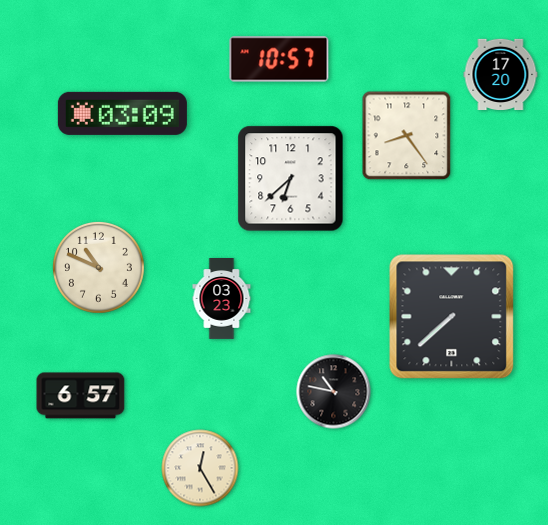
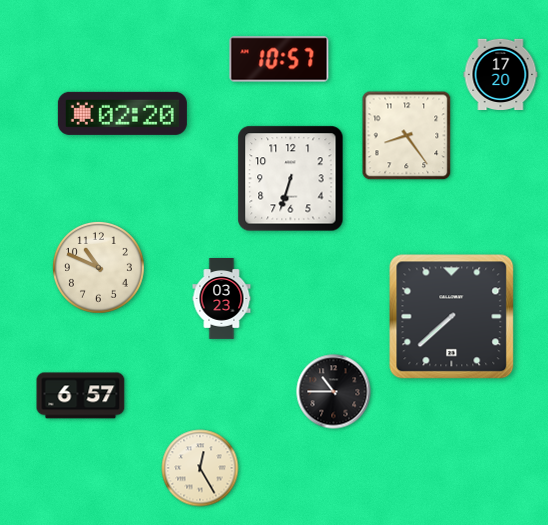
clock at (122, 113): 03:09 -> 02:20
clock at (291, 179): 6:38 -> 6:33
clock at (334, 392): 10:47 -> 10:45
